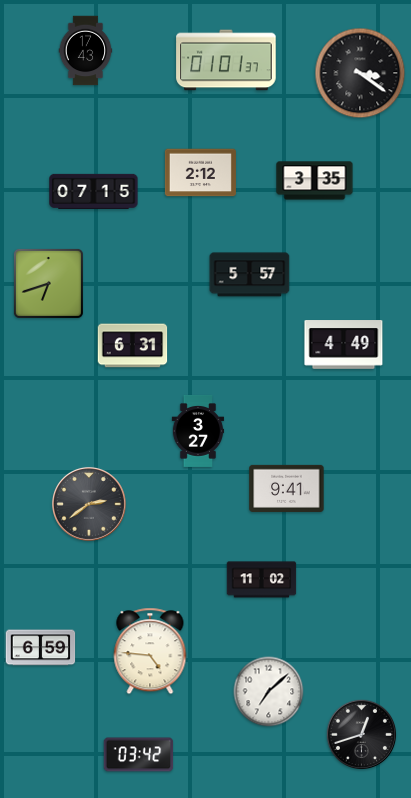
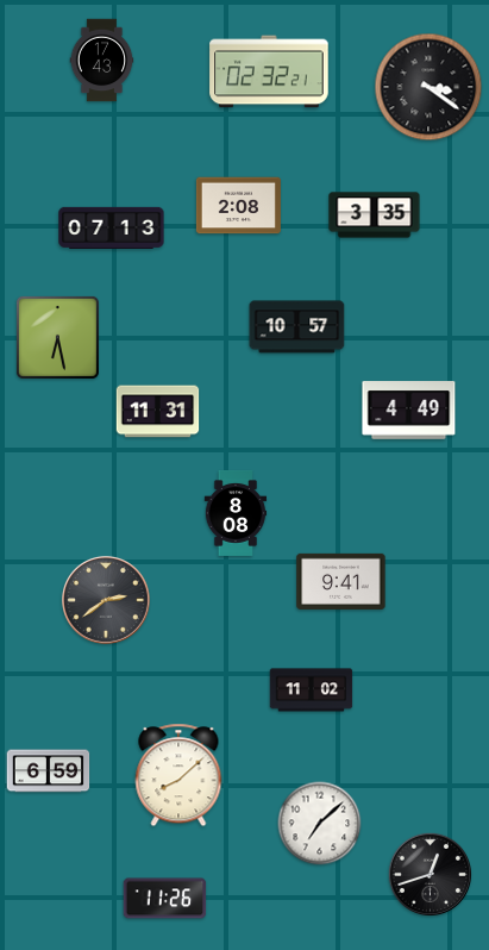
clock at (226, 60): 01:01 -> 02:32
clock at (200, 173): 2:12 -> 2:08
clock at (94, 191): 07:15 -> 07:13
clock at (250, 275): 5:57 -> 10:57
clock at (48, 283): 6:42 -> 6:28
clock at (133, 346): 6:31 -> 11:31
clock at (198, 431): 3:27 -> 8:08
clock at (150, 651): 4:46 -> 8:08
clock at (139, 755): 03:42 -> 11:26
